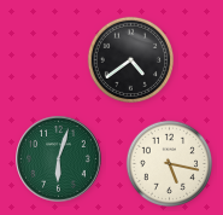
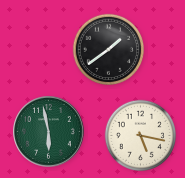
clock at (130, 59): 4:39 -> 1:39
clock at (59, 159): 6:03 -> 5:58
